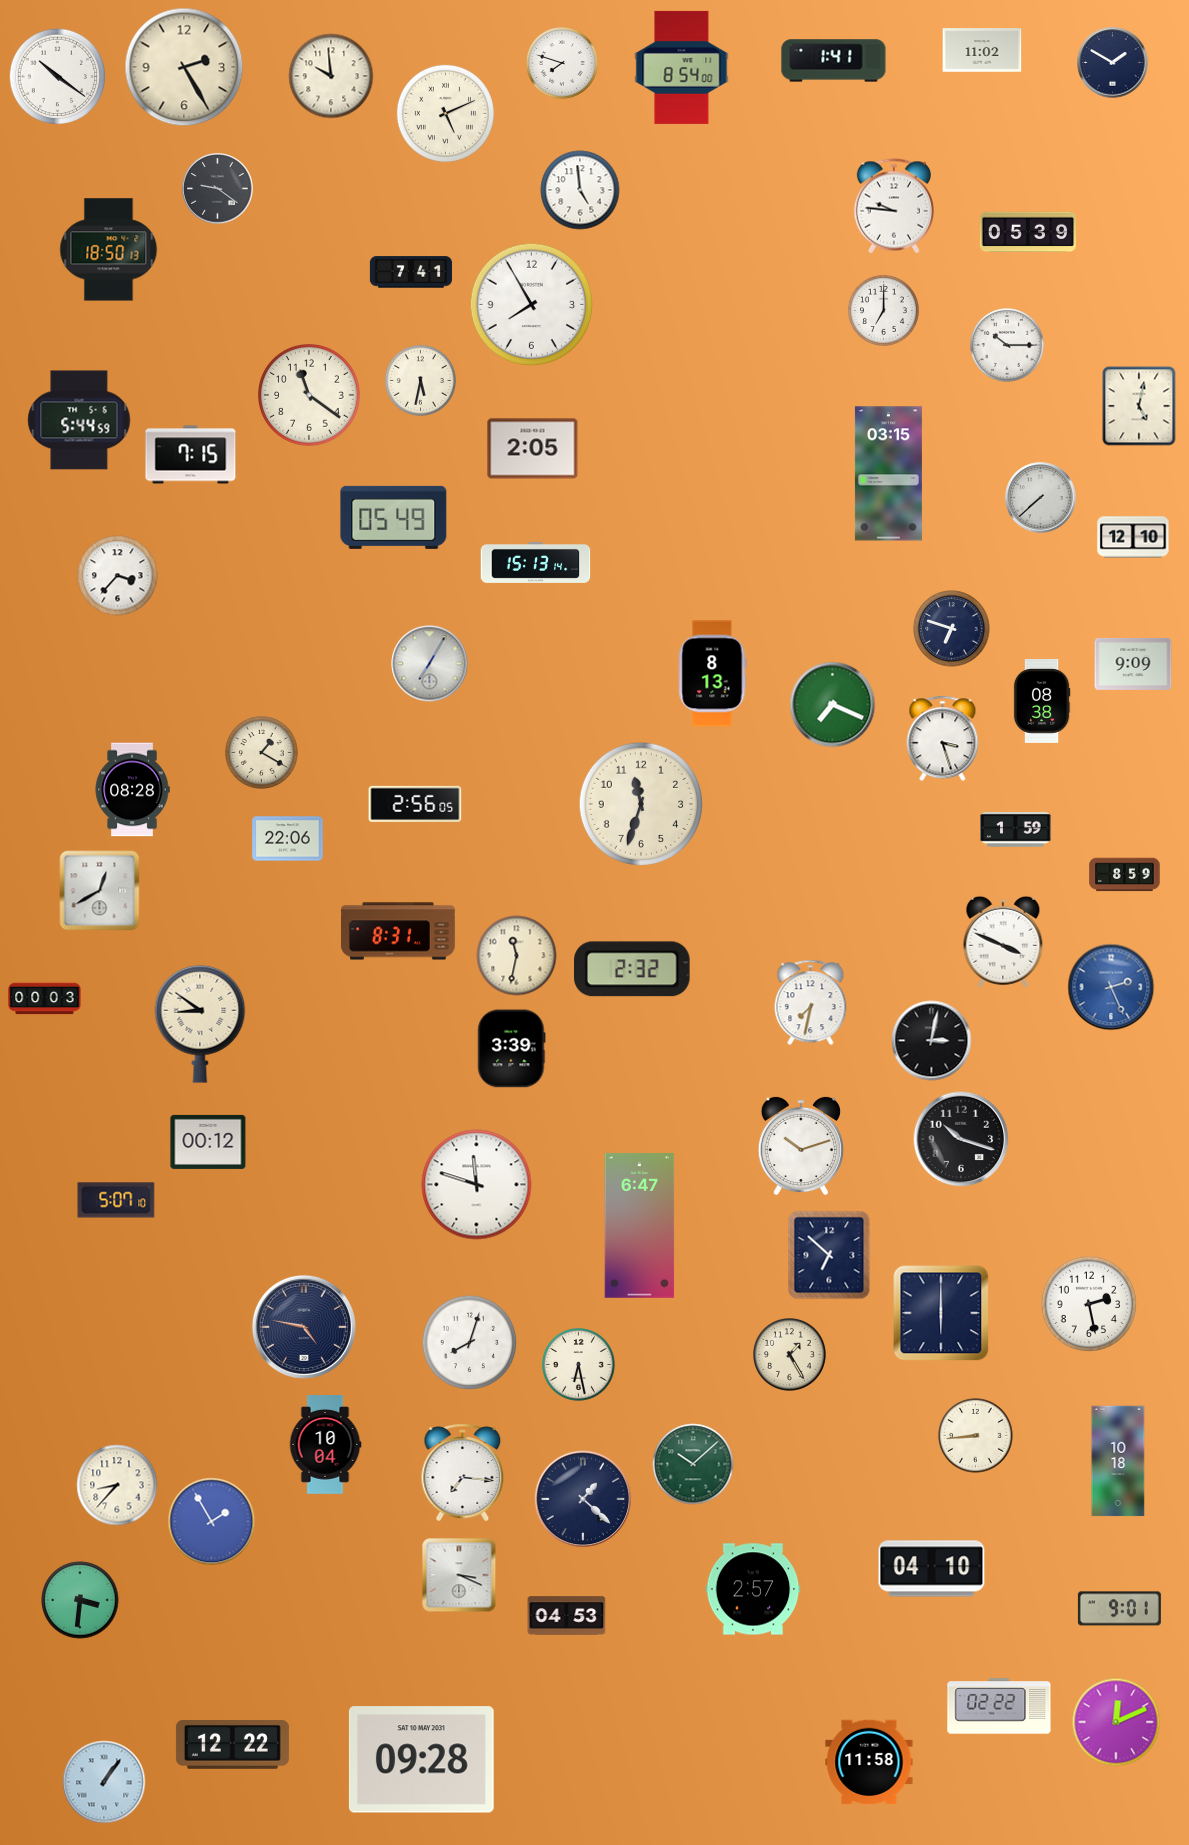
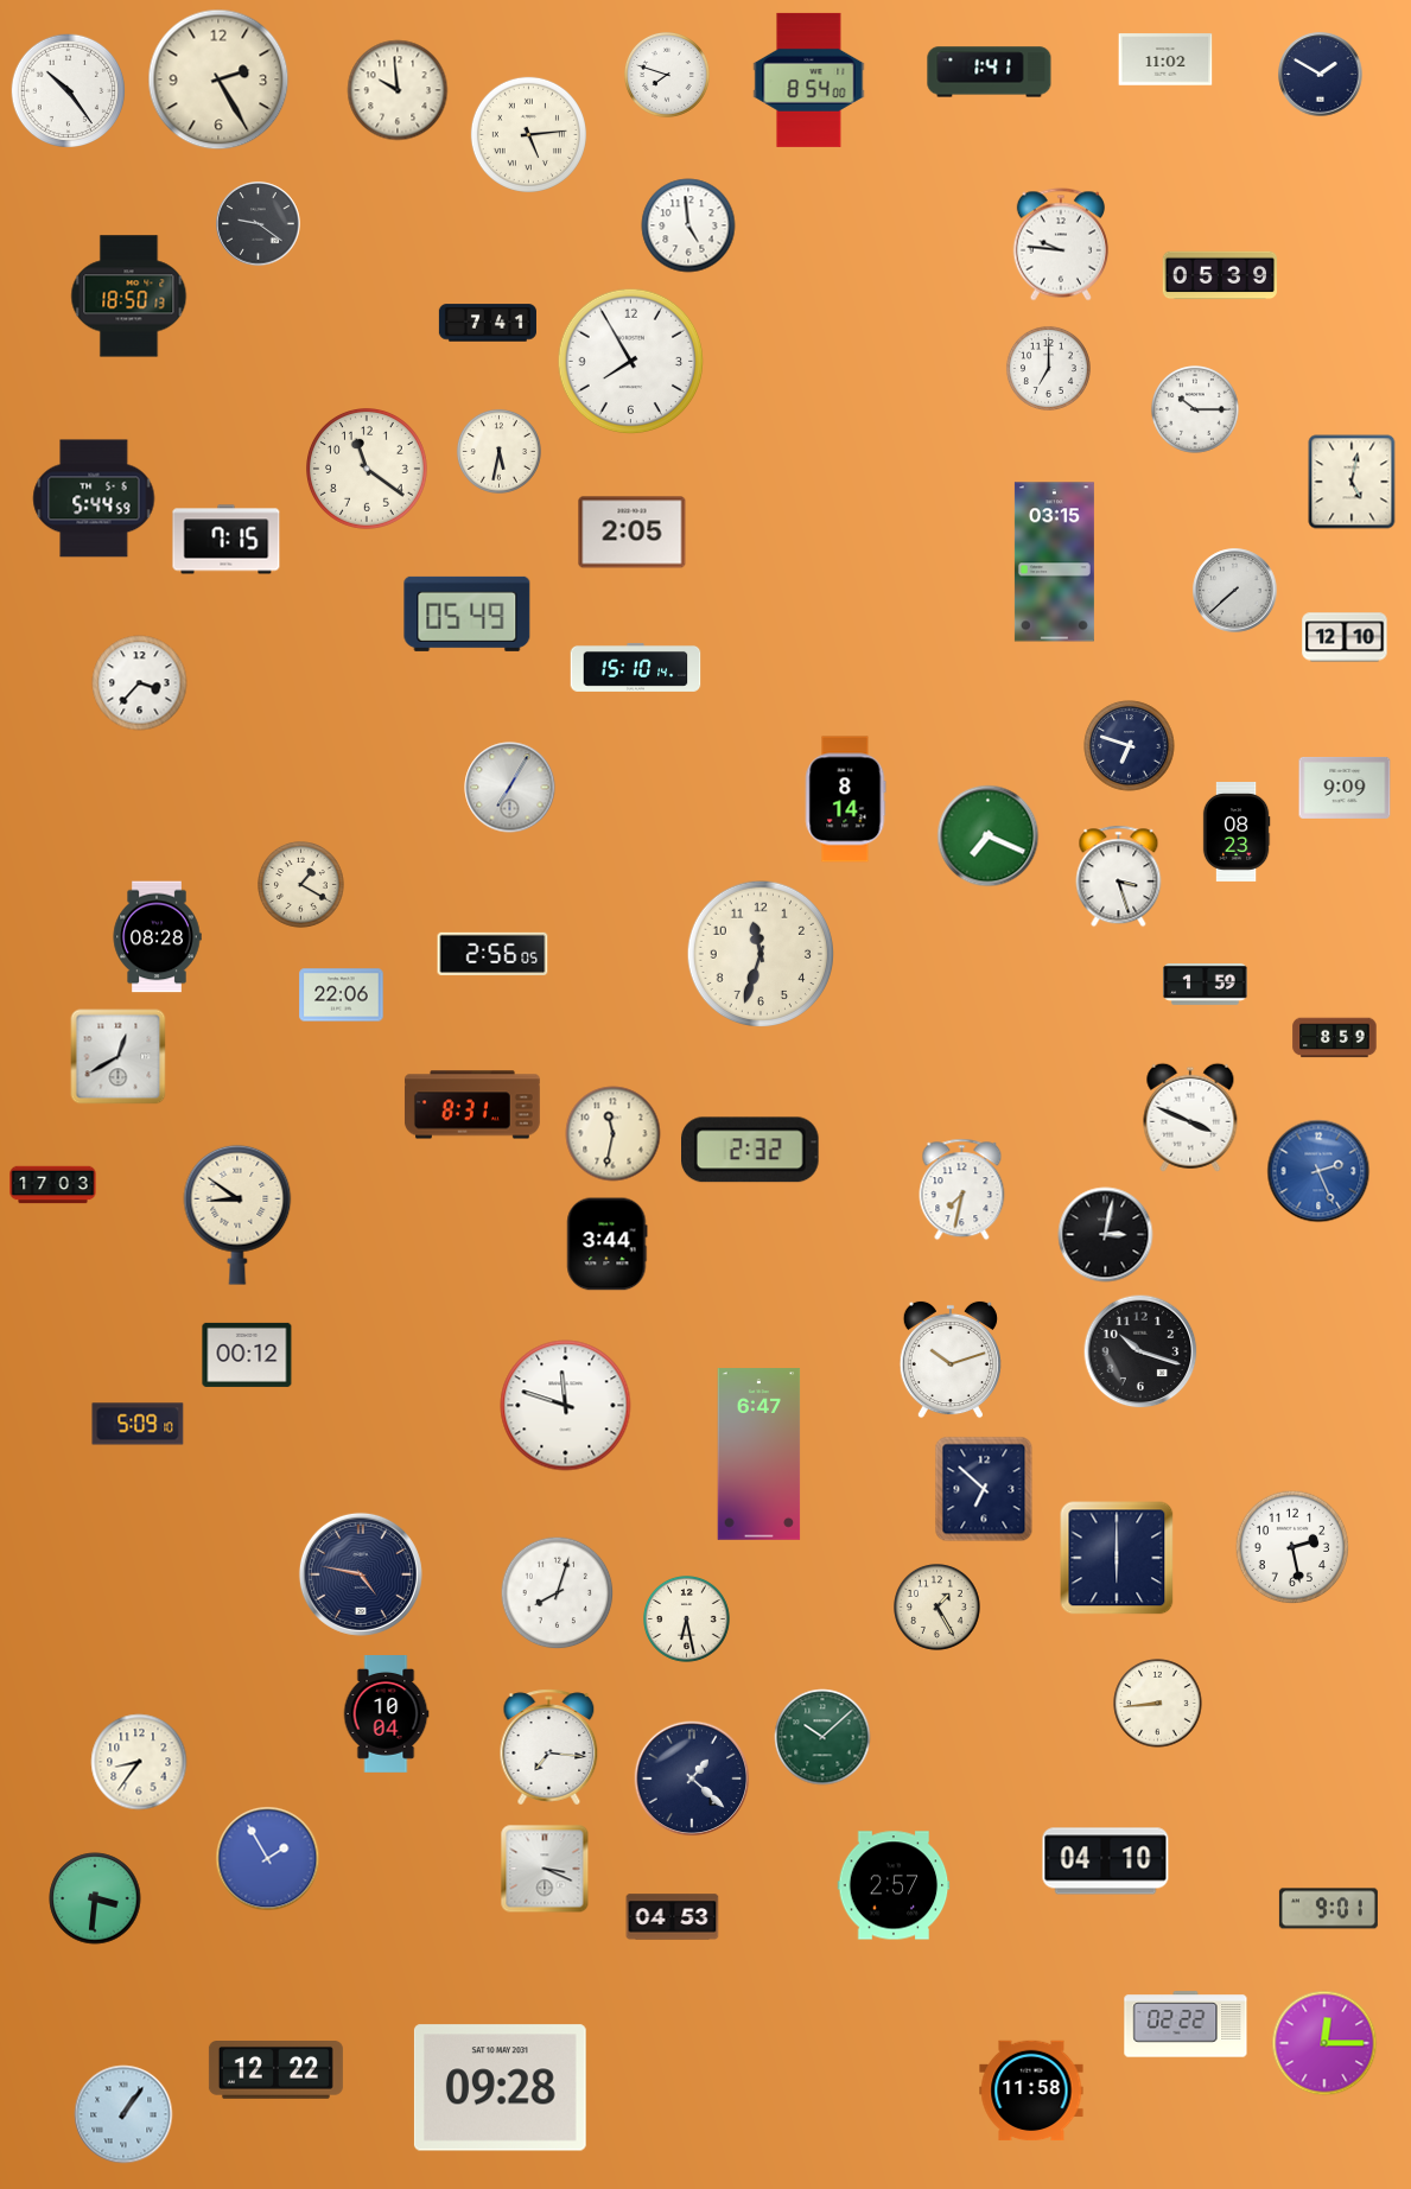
clock at (331, 76) position: (331, 76) -> (398, 90)
clock at (58, 77): 10:21 -> 10:24
clock at (445, 113): 5:11 -> 5:14
clock at (536, 562): 15:13 -> 15:10
clock at (712, 674): 8:13 -> 8:14
clock at (1042, 702): 08:38 -> 08:23
clock at (262, 753) position: (262, 753) -> (301, 885)
clock at (45, 999): 00:03 -> 17:03
clock at (512, 1049): 3:39 -> 3:44
clock at (116, 1200): 5:07 -> 5:09
clock at (1118, 1461): 10:18 -> none
clock at (117, 1485): 8:37 -> 8:36
clock at (212, 1522) position: (212, 1522) -> (268, 1859)
clock at (1116, 1722): 12:11 -> 12:15
